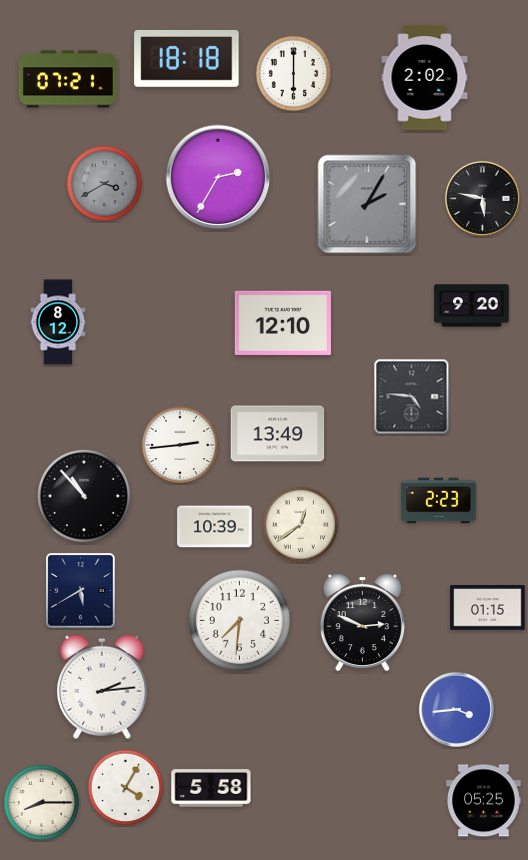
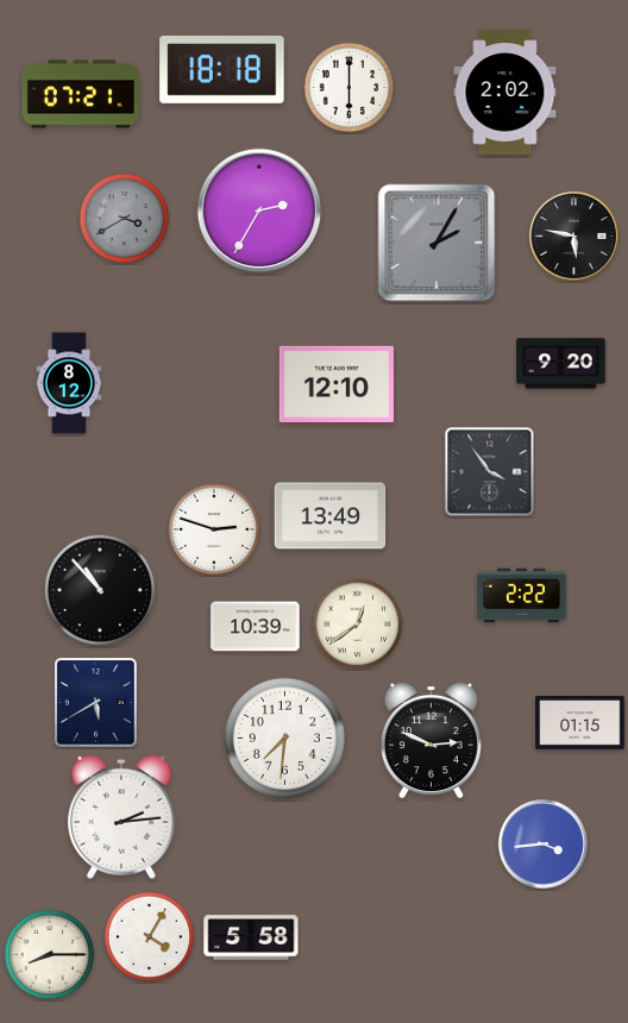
clock at (412, 397): 4:46 -> 3:54
clock at (180, 445): 2:44 -> 2:48
clock at (439, 501): 2:23 -> 2:22
clock at (484, 801): 05:25 -> none
